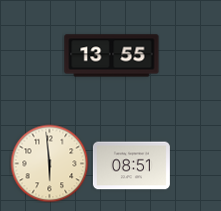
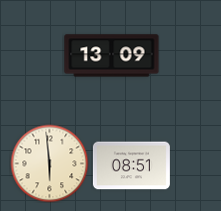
clock at (112, 56): 13:55 -> 13:09
